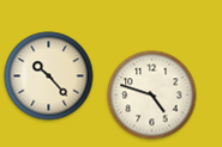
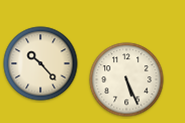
clock at (152, 96): 4:48 -> 5:26
